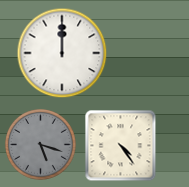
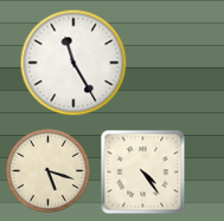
clock at (62, 53): 12:00 -> 11:25
clock at (40, 144) dial: grey -> cream
